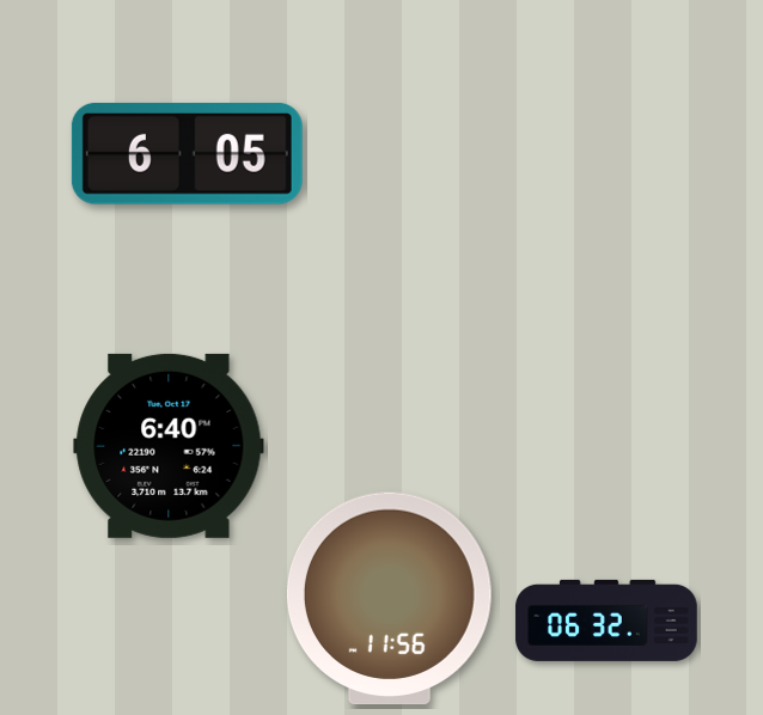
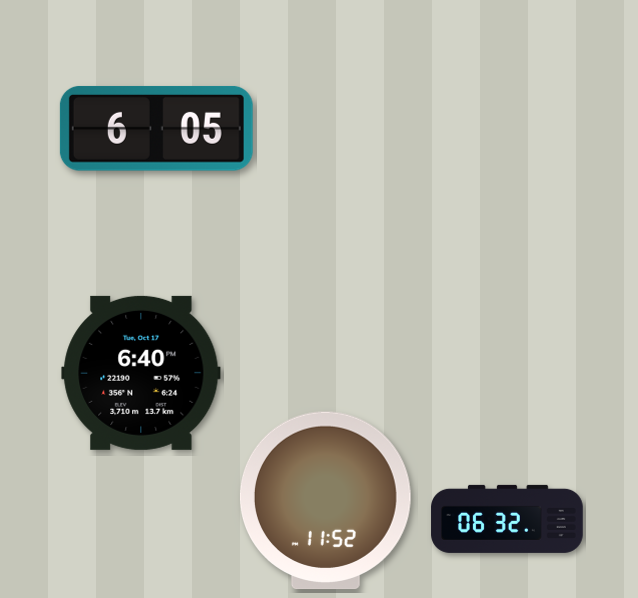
clock at (389, 599): 11:56 -> 11:52
